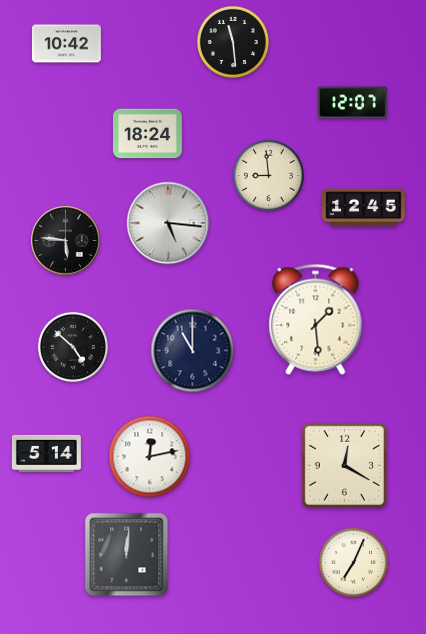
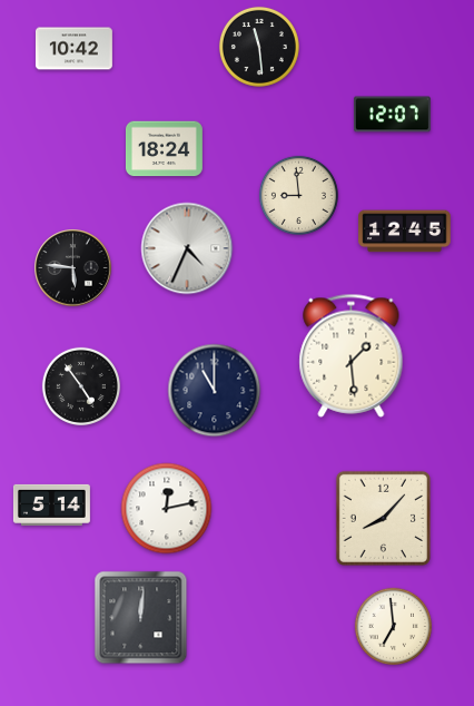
clock at (168, 223): 5:16 -> 4:34
clock at (72, 346): 4:52 -> 4:54
clock at (344, 465): 12:20 -> 8:07
clock at (354, 563): 7:04 -> 6:59
